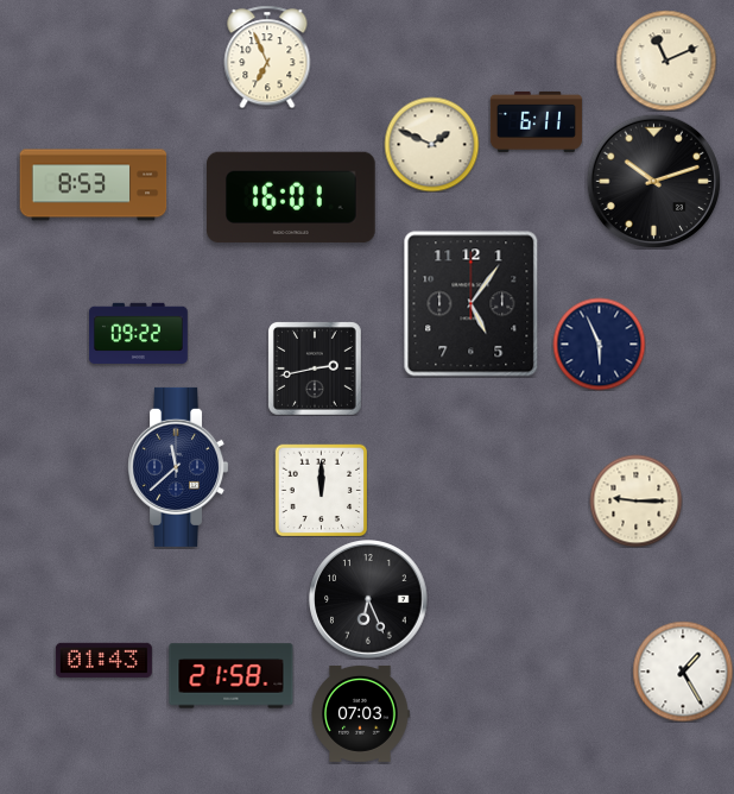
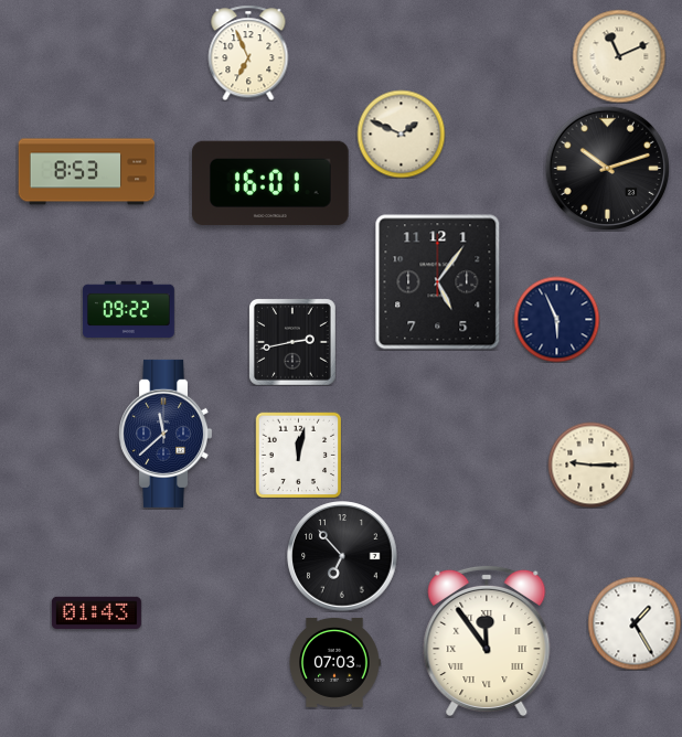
clock at (536, 121): 6:11 -> none
clock at (321, 490): 12:00 -> 12:02
clock at (368, 599): 6:26 -> 6:53
clock at (232, 676): 21:58 -> none
clock at (487, 640): none -> 11:54
